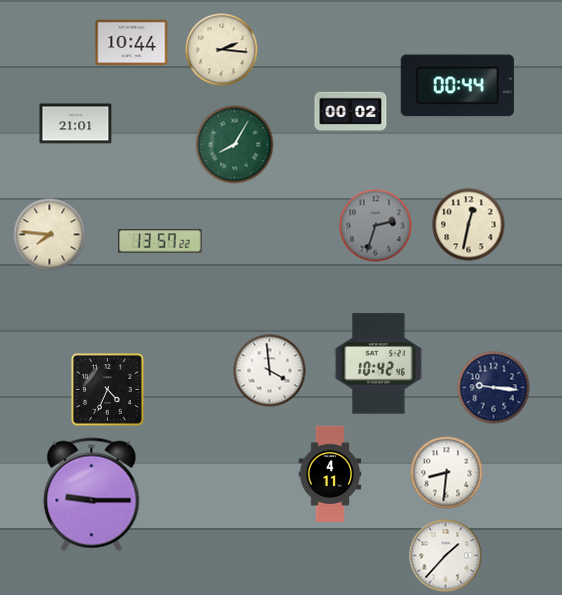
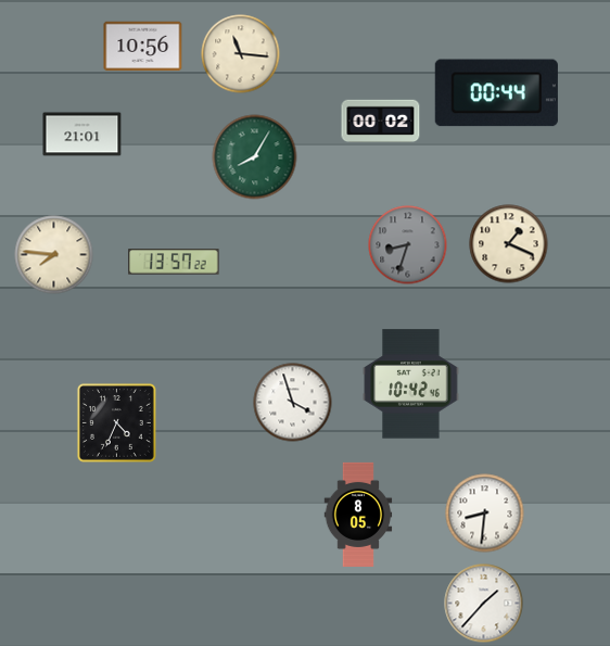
clock at (132, 43): 10:44 -> 10:56
clock at (222, 50): 2:16 -> 11:16
clock at (469, 225): 12:32 -> 1:19
clock at (376, 226): 2:33 -> 8:33
clock at (379, 364) position: (379, 364) -> (411, 384)
clock at (270, 371): 3:59 -> 3:57
clock at (494, 388): 9:16 -> none
clock at (330, 474): 4:11 -> 8:05
clock at (92, 495): 9:15 -> none
